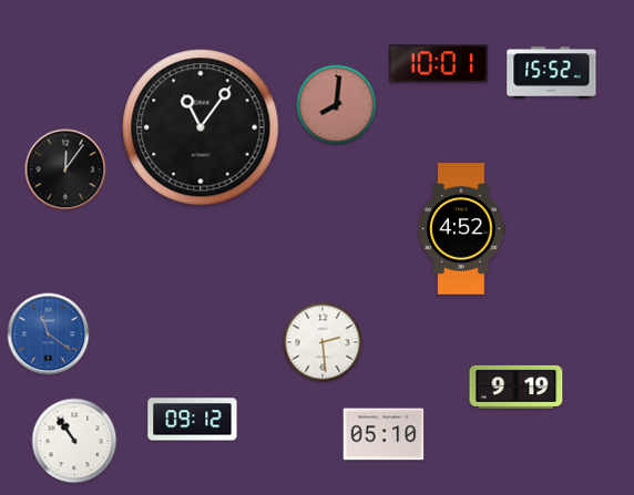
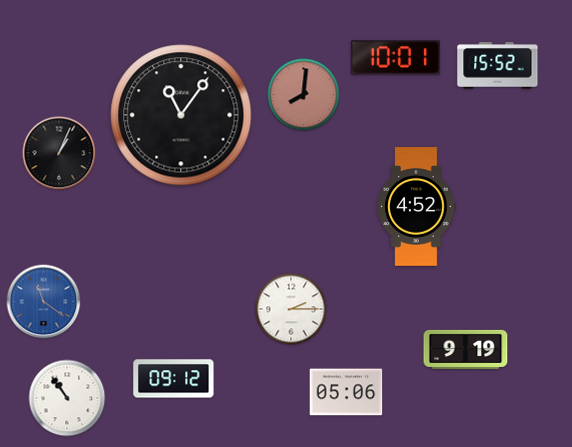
clock at (65, 169): 12:06 -> 1:04
clock at (323, 342): 2:29 -> 2:15
clock at (384, 434): 05:10 -> 05:06
